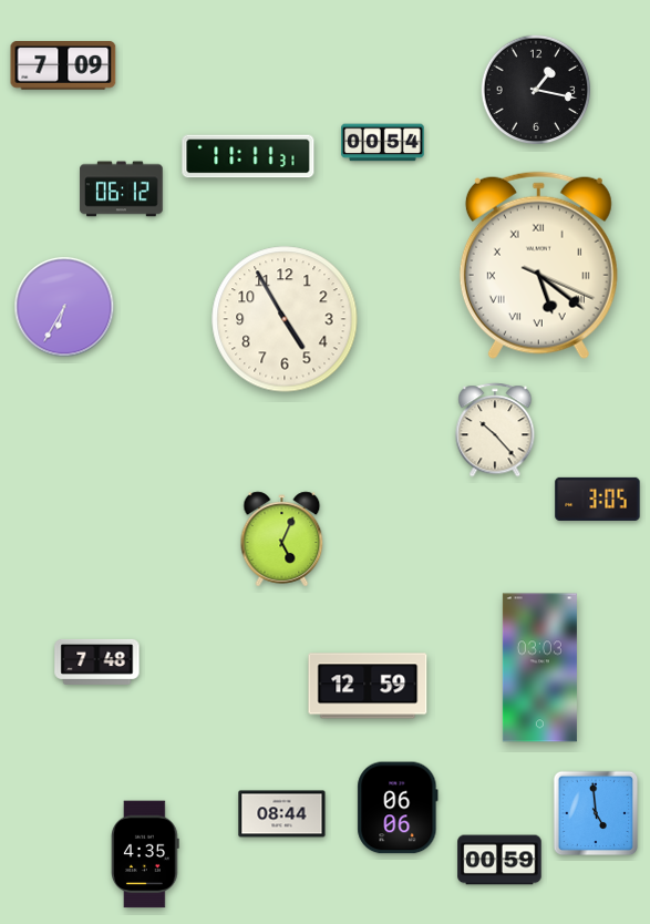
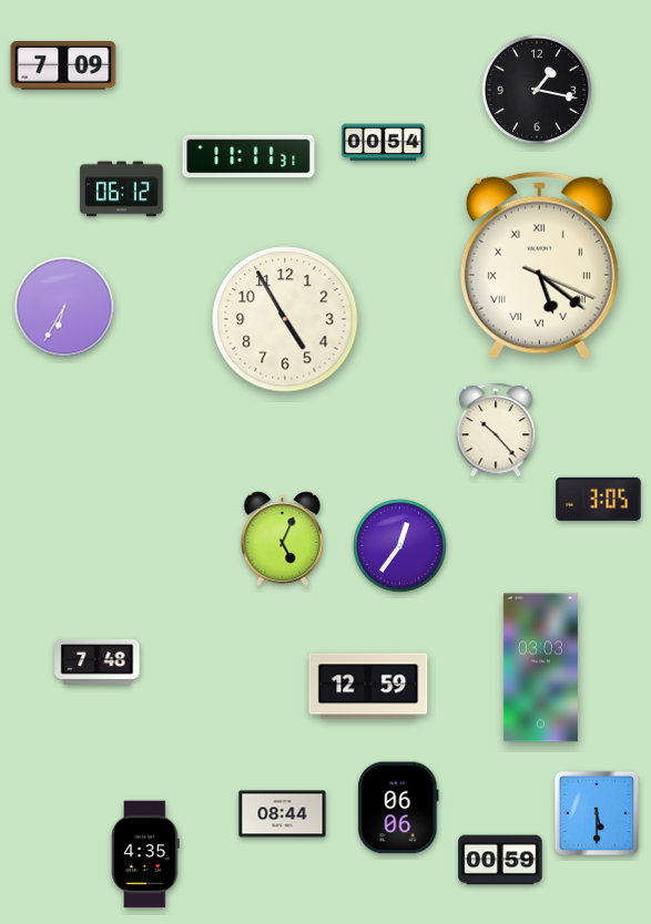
clock at (400, 546): none -> 12:36
clock at (596, 813): 4:59 -> 5:30
